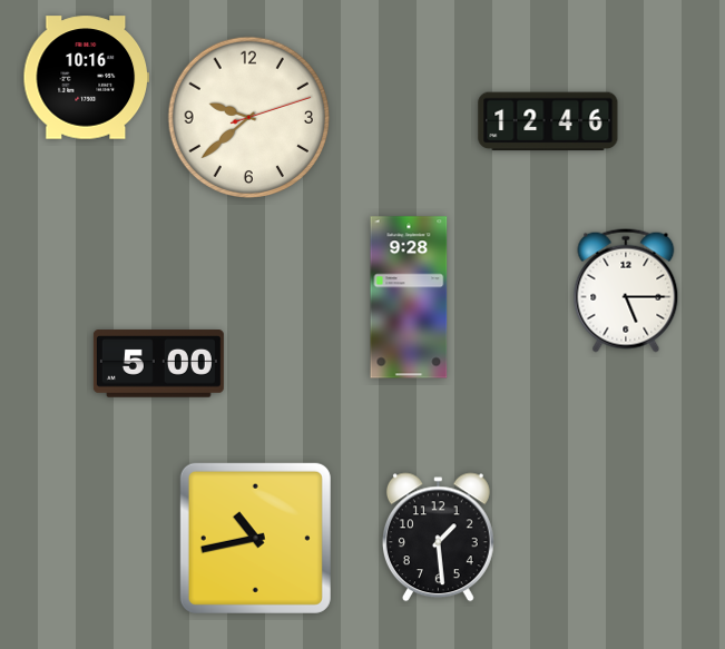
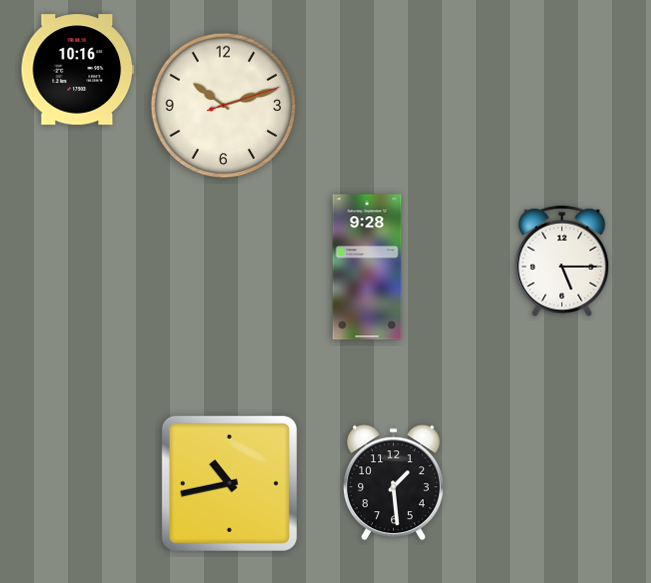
clock at (248, 117): 9:38 -> 10:12
clock at (548, 121): 12:46 -> none
clock at (158, 364): 5:00 -> none
